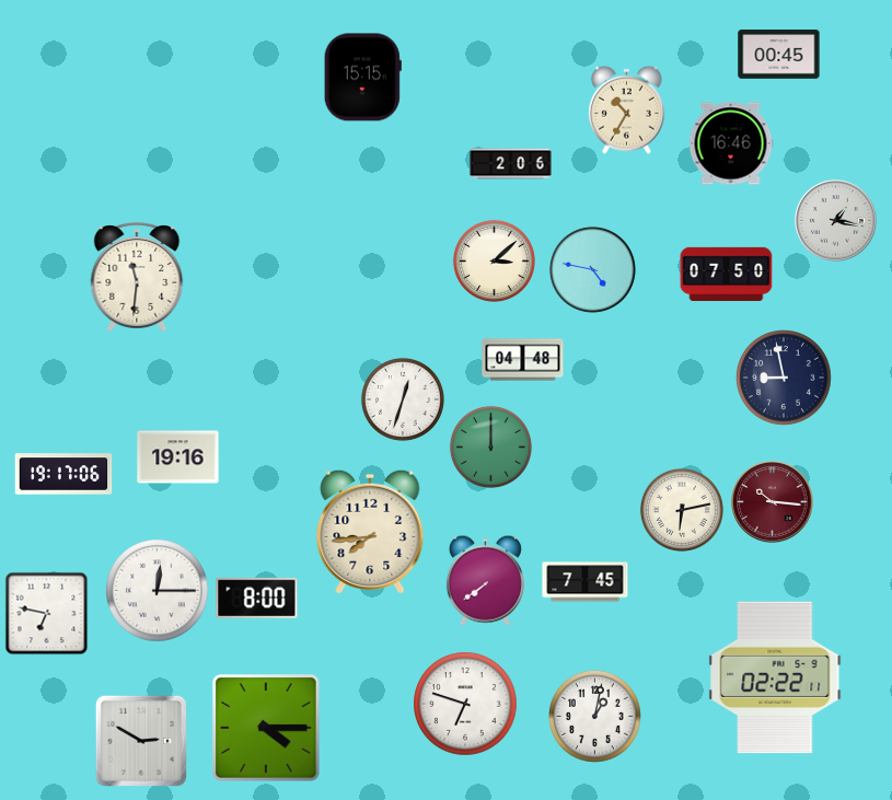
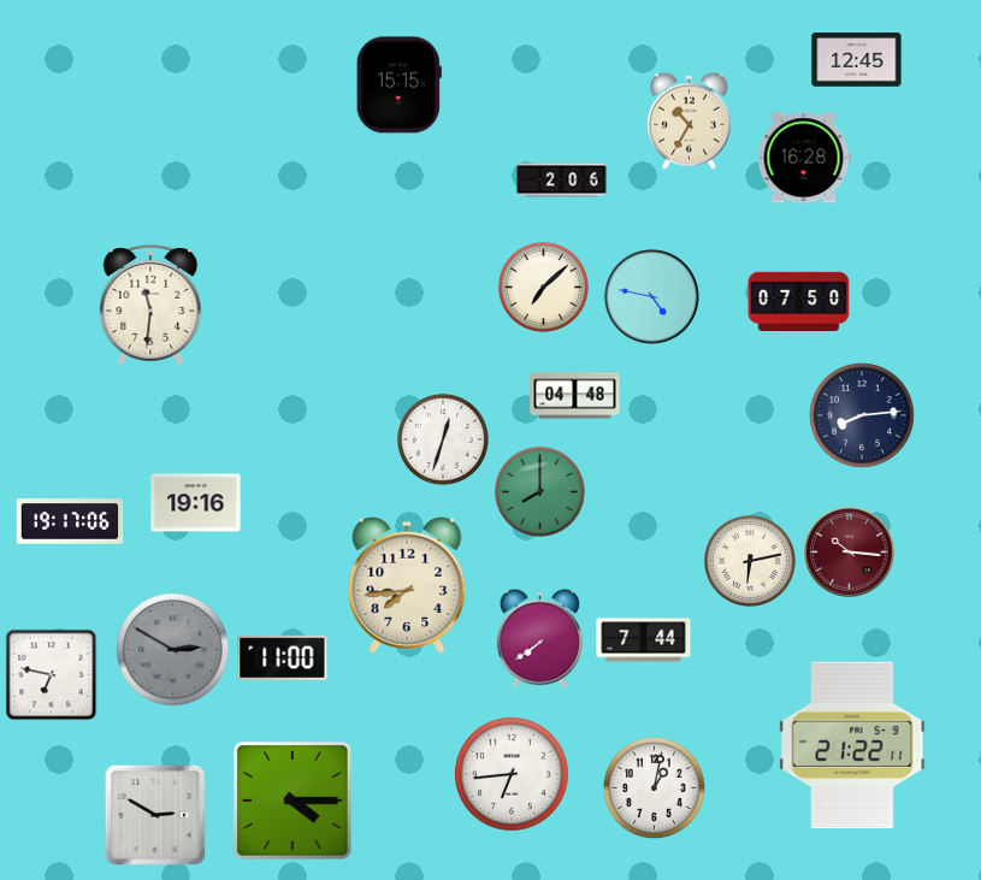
clock at (779, 55): 00:45 -> 12:45
clock at (731, 143): 16:46 -> 16:28
clock at (836, 221): 1:17 -> none
clock at (494, 260): 3:08 -> 7:08
clock at (785, 379): 8:58 -> 8:14
clock at (490, 447): 12:00 -> 8:00
clock at (485, 580) position: (485, 580) -> (539, 638)
clock at (586, 582): 7:45 -> 7:44
clock at (158, 591): 12:15 -> 2:50
clock at (158, 591) dial: white -> grey
clock at (257, 598): 8:00 -> 11:00
clock at (775, 677): 02:22 -> 21:22
clock at (465, 704): 6:48 -> 6:44
